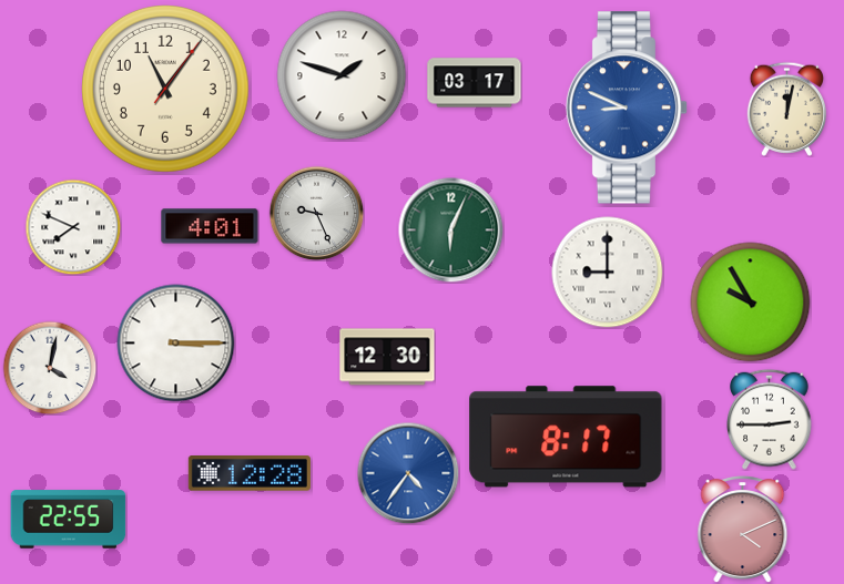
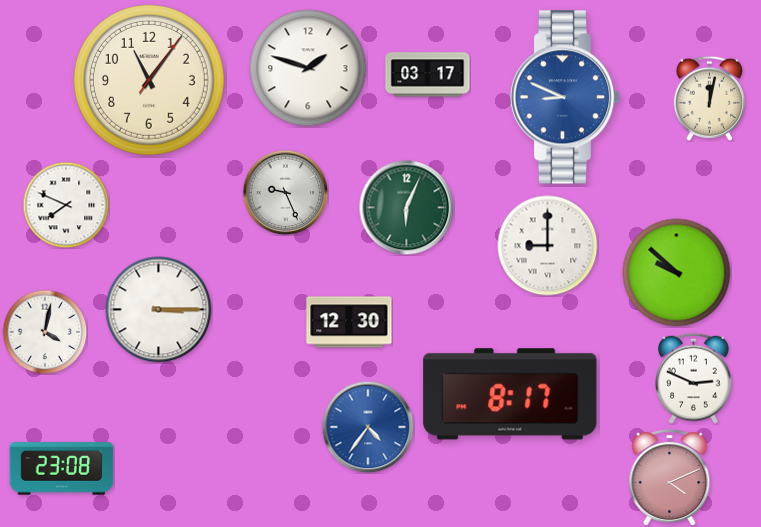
clock at (210, 226): 4:01 -> none
clock at (751, 303): 9:55 -> 9:52
clock at (770, 419): 2:45 -> 2:49
clock at (250, 473): 12:28 -> none
clock at (69, 520): 22:55 -> 23:08
